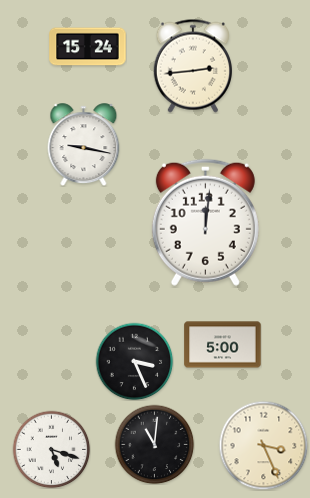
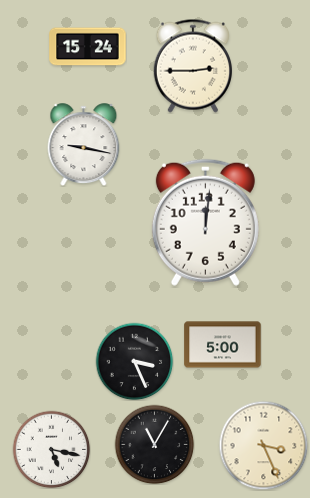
clock at (193, 66): 2:44 -> 2:45
clock at (154, 444): 11:01 -> 11:05
clock at (51, 449): 5:18 -> 5:17
